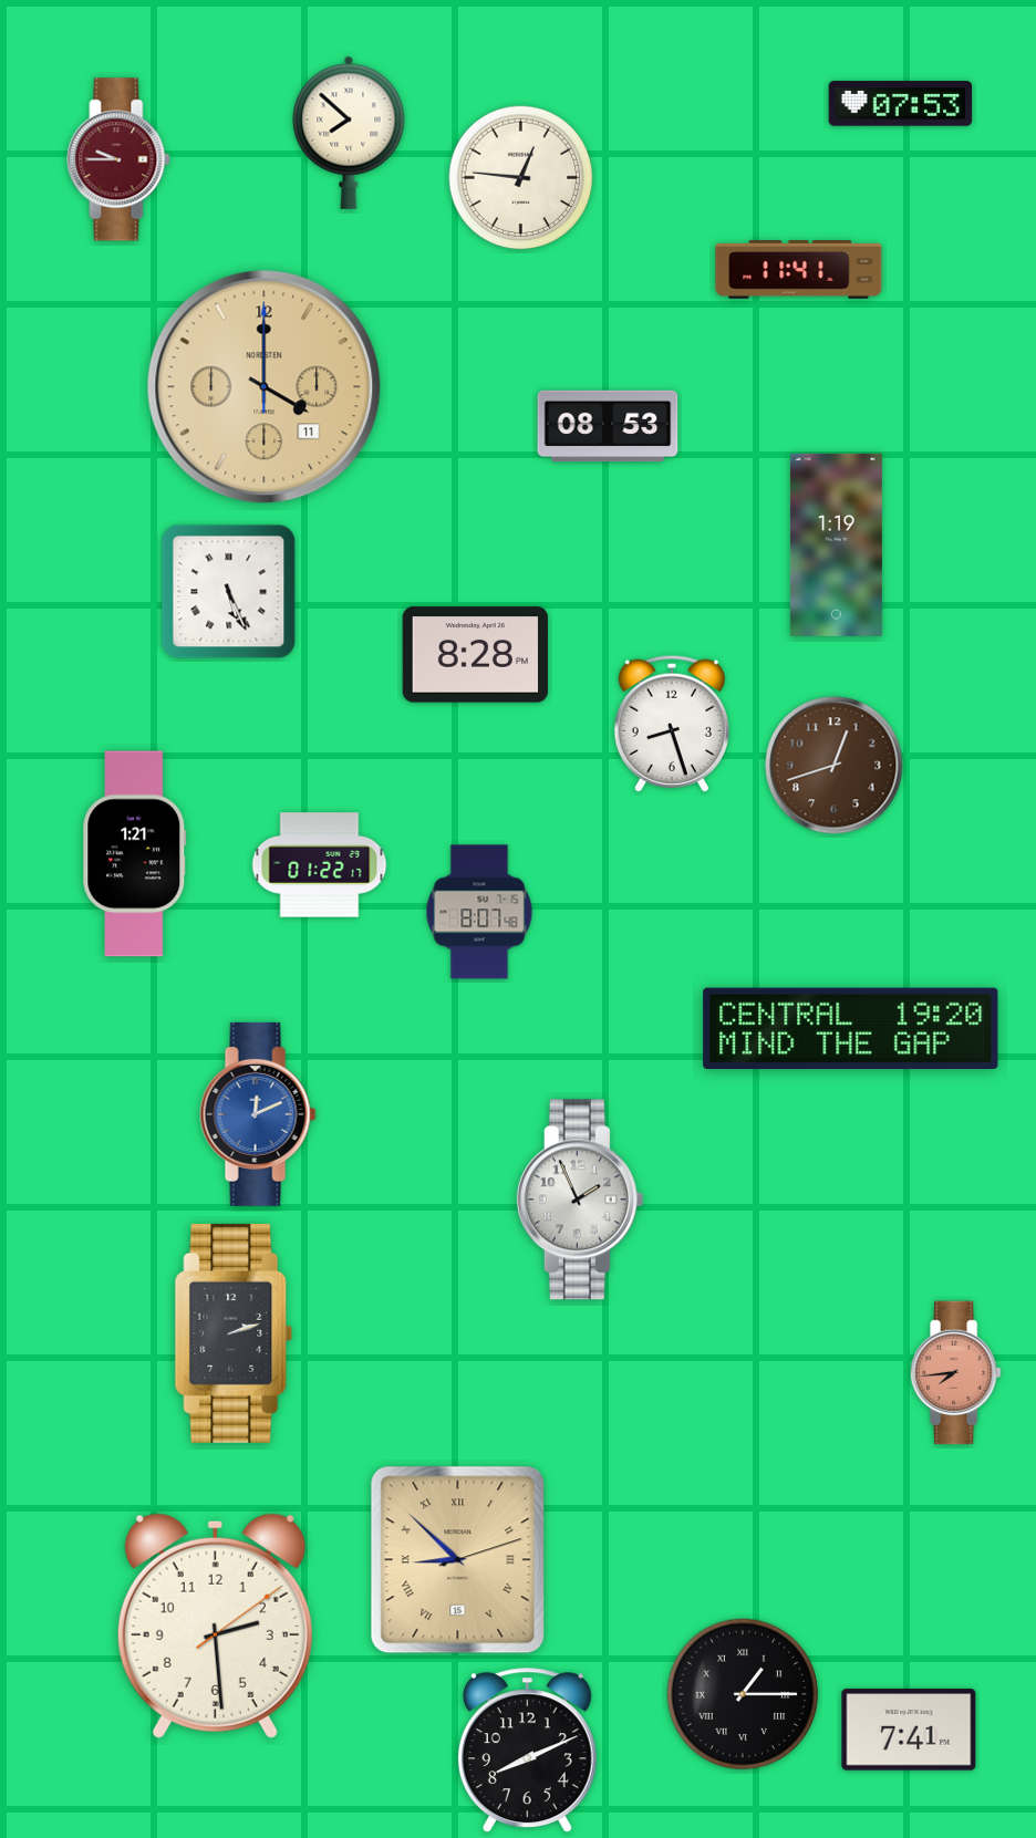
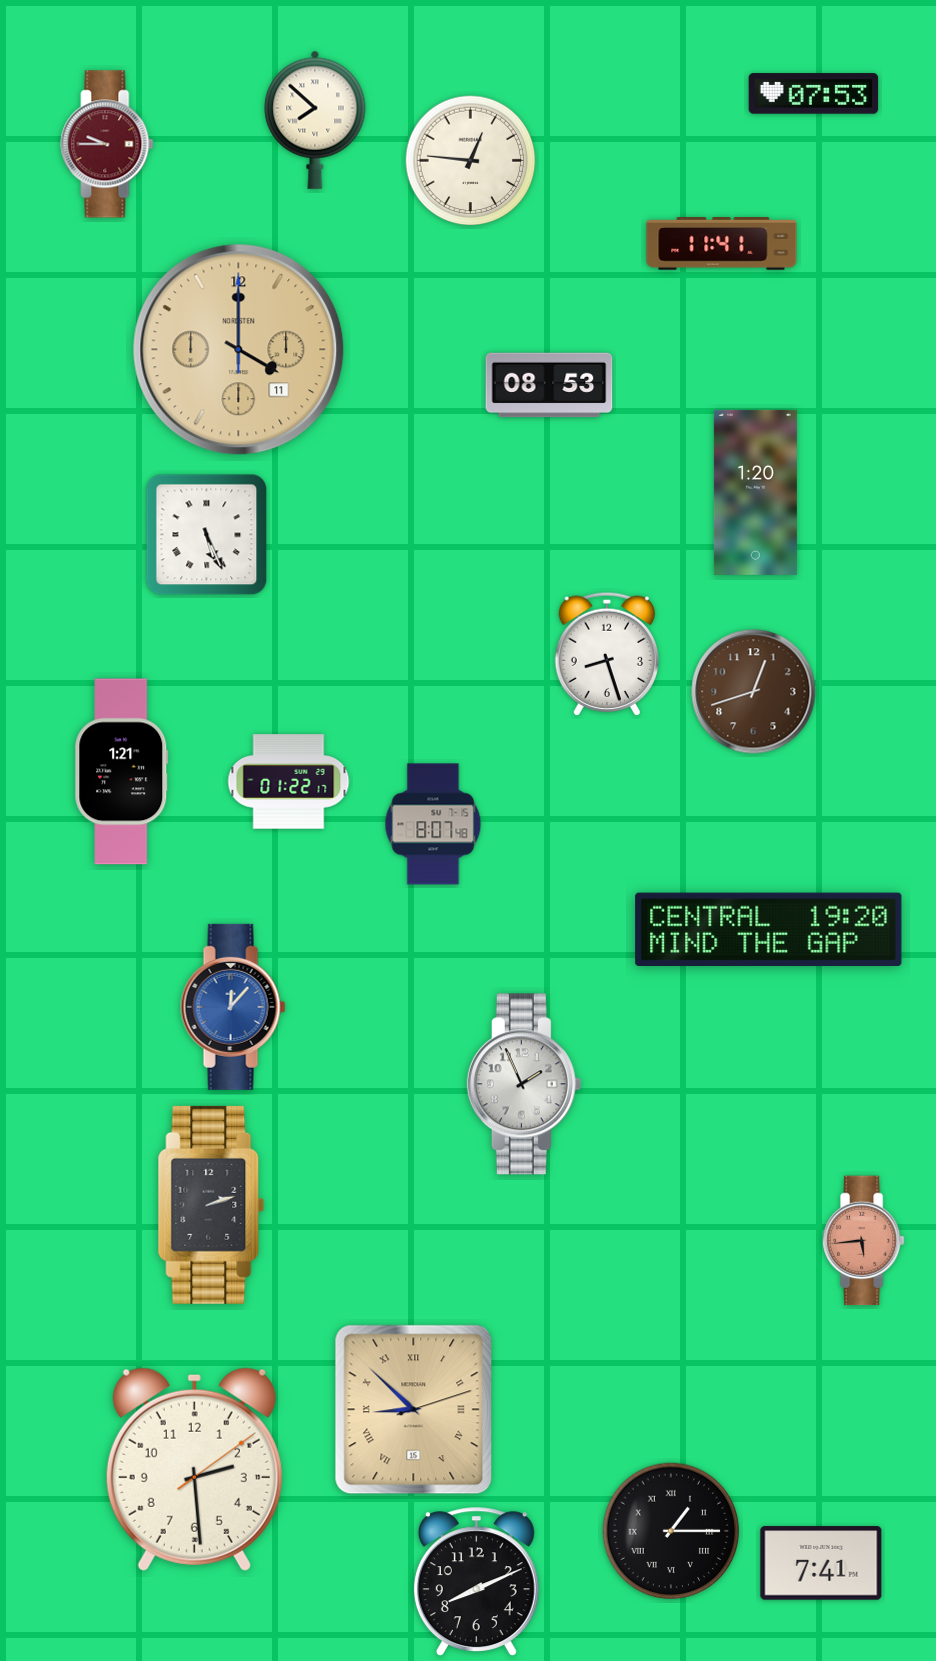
clock at (836, 544): 1:19 -> 1:20
clock at (475, 655): 8:28 -> none
clock at (258, 1114): 12:11 -> 12:07
clock at (955, 1373): 7:44 -> 5:44
